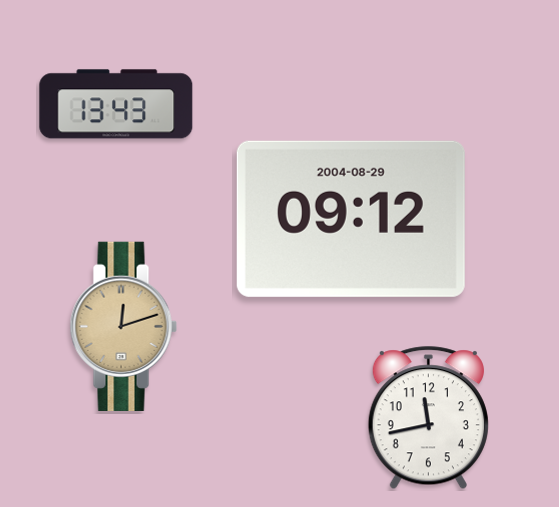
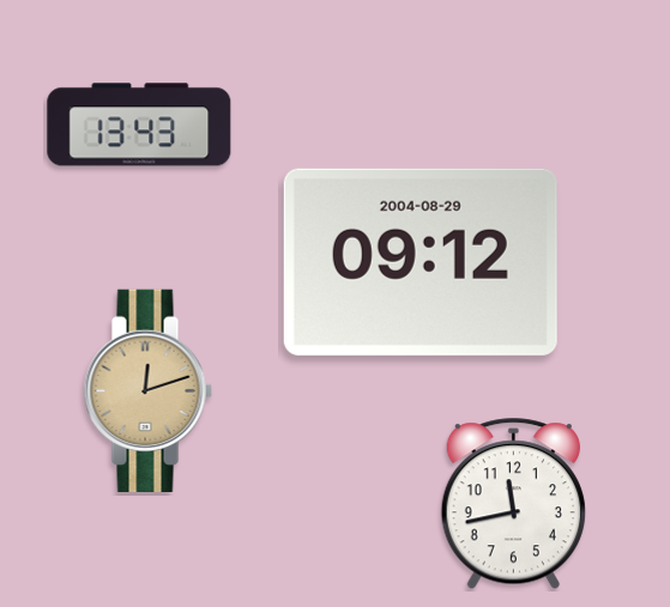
clock at (428, 418) position: (428, 418) -> (513, 504)
